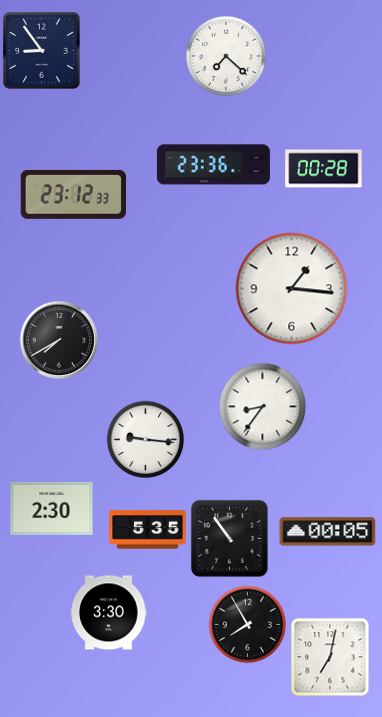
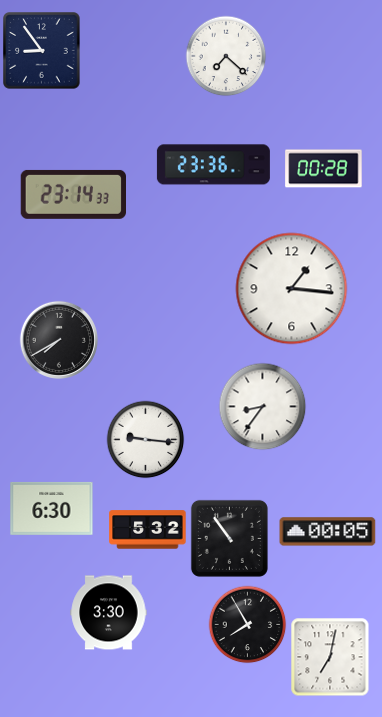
clock at (73, 194): 23:12 -> 23:14
clock at (52, 508): 2:30 -> 6:30
clock at (148, 530): 5:35 -> 5:32
